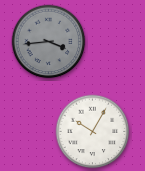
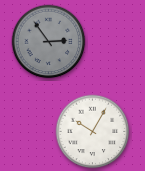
clock at (49, 42): 3:44 -> 2:54
